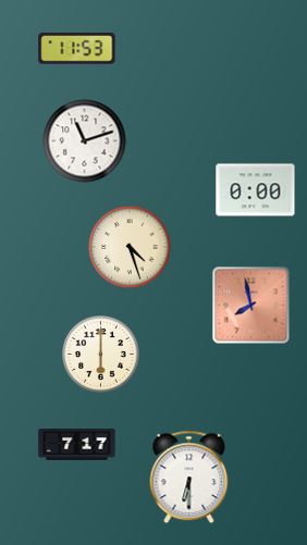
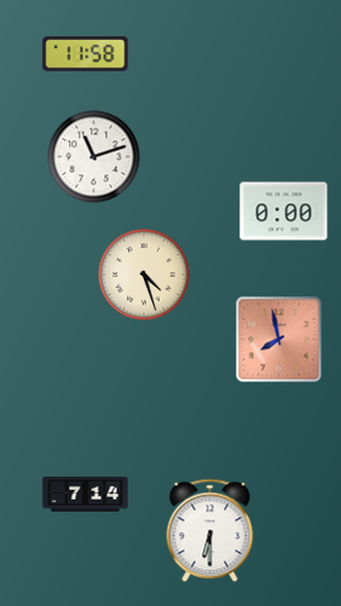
clock at (77, 49): 11:53 -> 11:58
clock at (101, 355): 6:00 -> none
clock at (77, 445): 7:17 -> 7:14
